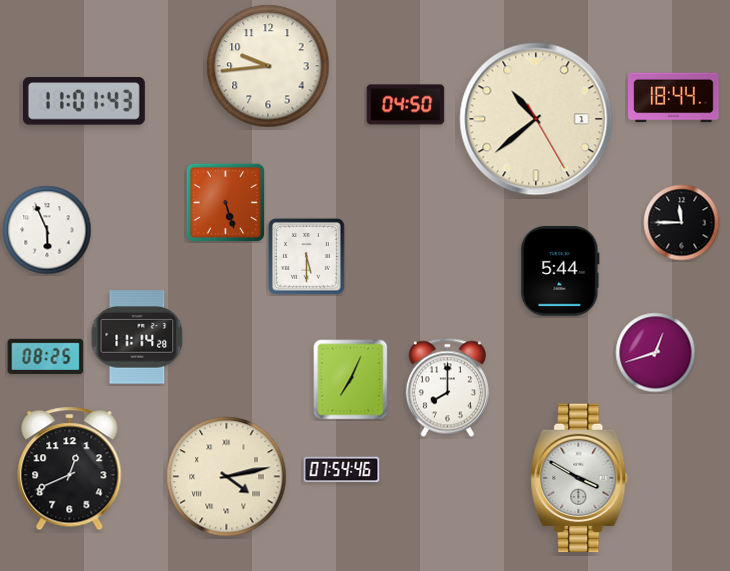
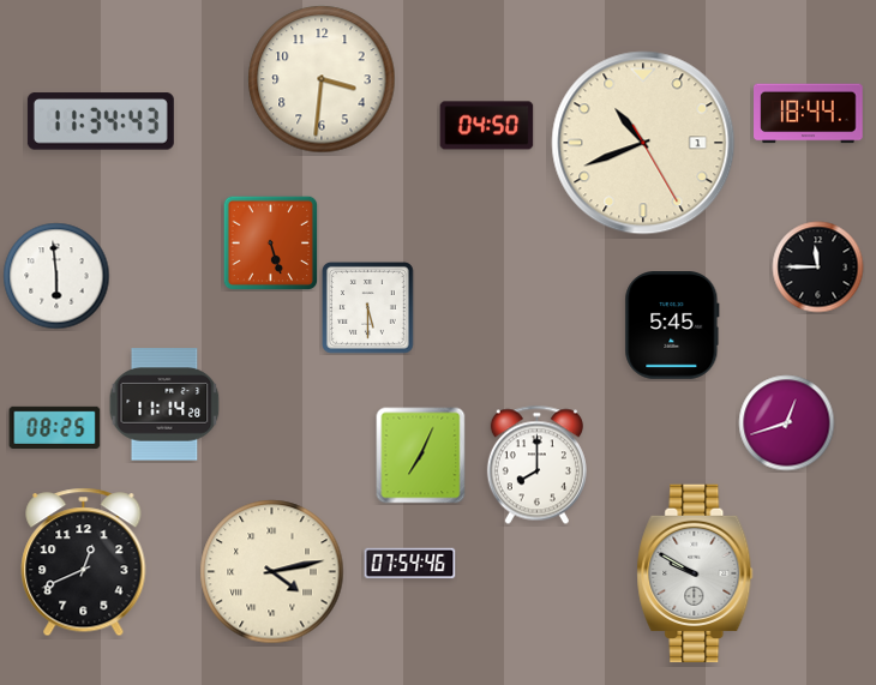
clock at (268, 66): 9:44 -> 3:31
clock at (674, 98) position: (674, 98) -> (809, 114)
clock at (84, 101): 11:01 -> 11:34
clock at (536, 119): 10:38 -> 10:41
clock at (47, 230): 5:56 -> 5:59
clock at (560, 272): 5:44 -> 5:45
clock at (579, 478): 3:50 -> 9:50
